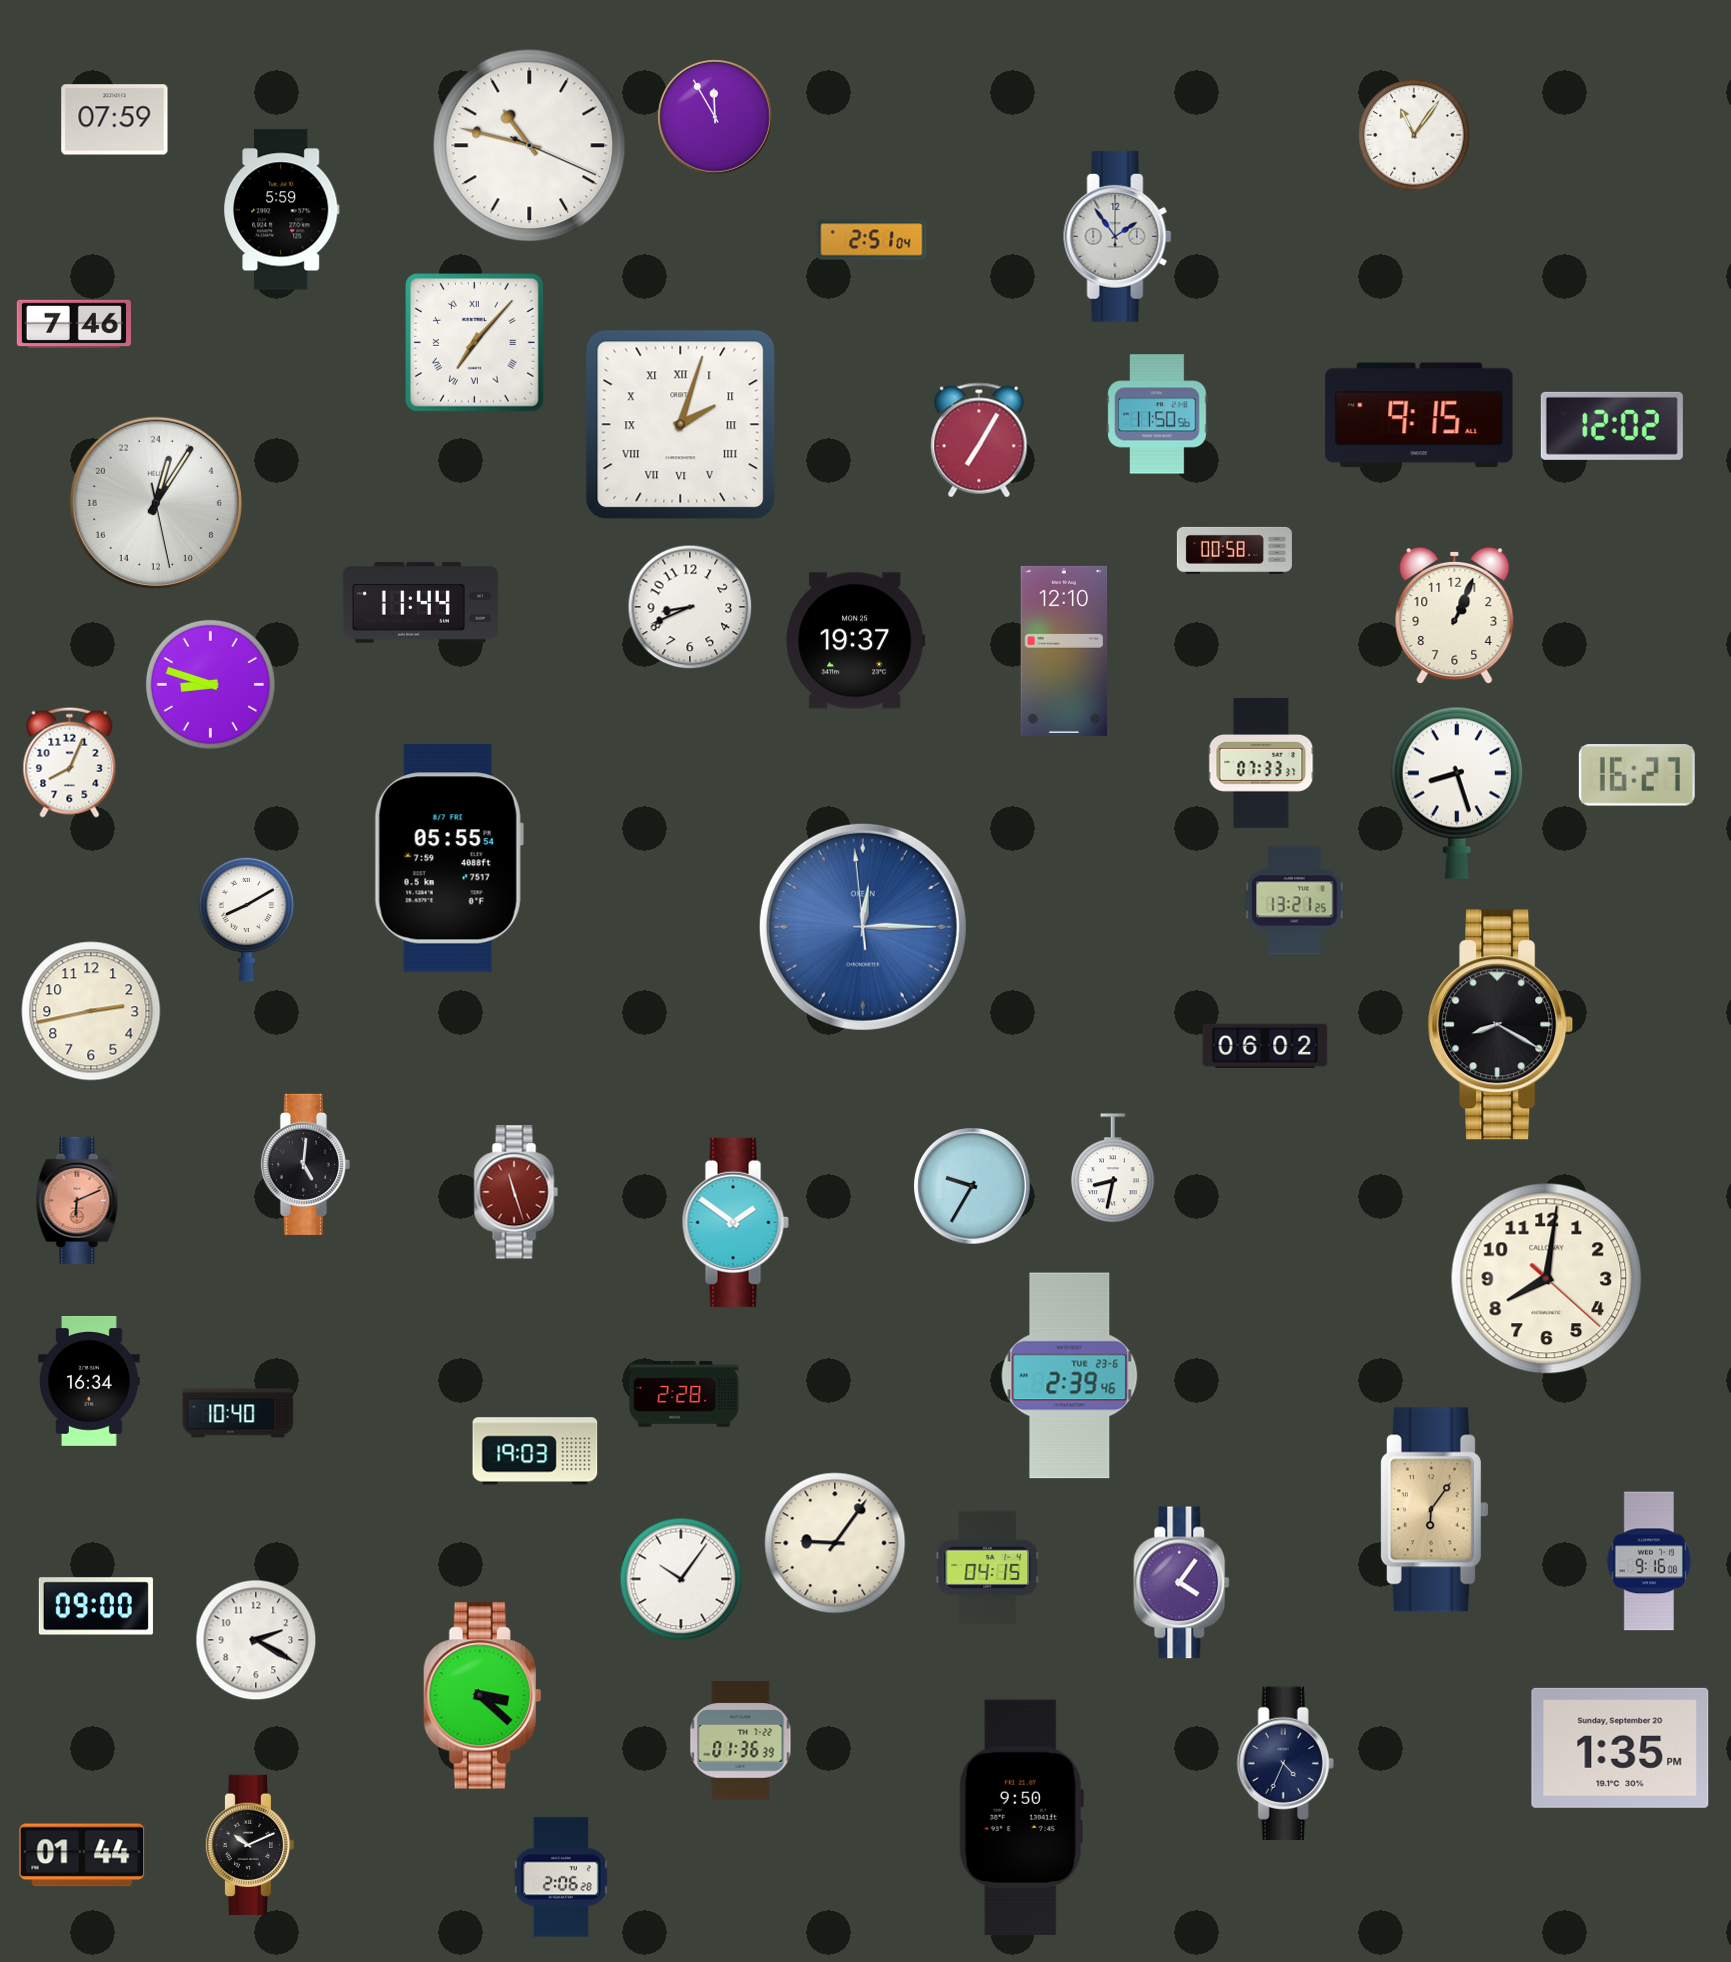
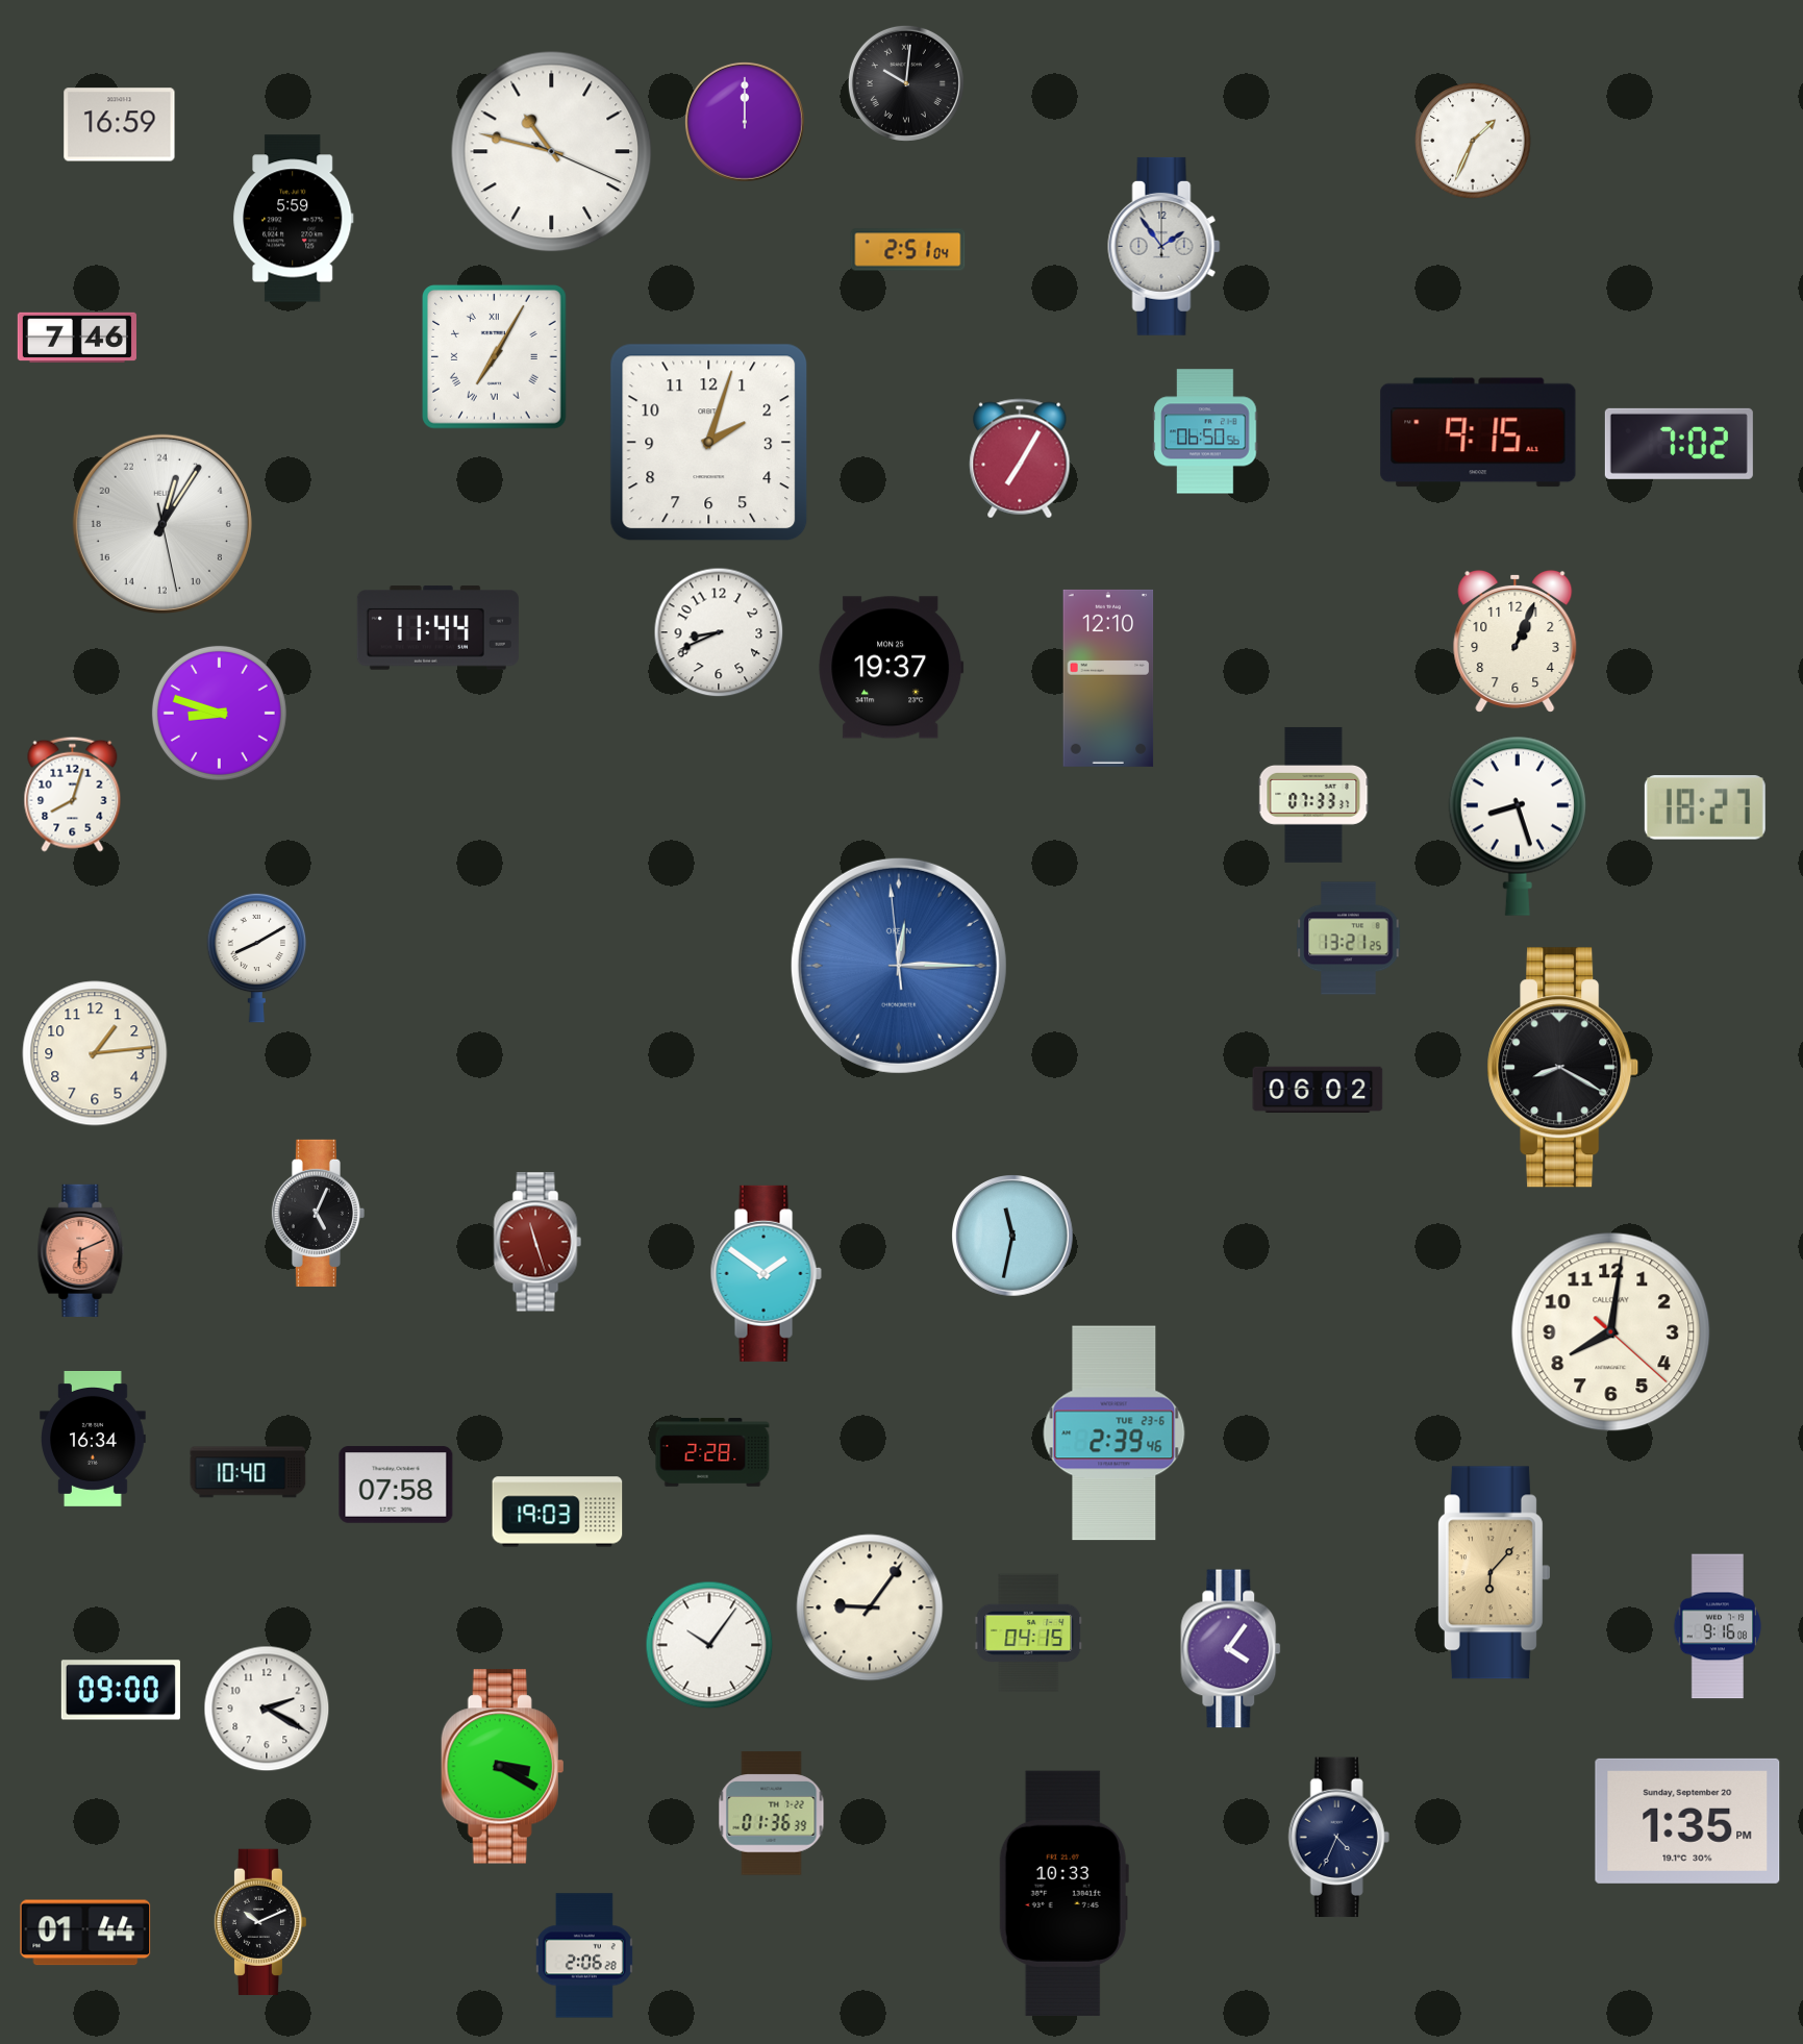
clock at (906, 83): none -> 10:01
clock at (715, 117): 11:55 -> 12:00
clock at (115, 120): 07:59 -> 16:59
clock at (1414, 135): 11:06 -> 1:34
clock at (475, 343): 7:07 -> 7:05
clock at (1157, 414): 11:50 -> 06:50
clock at (681, 425) numerals: Roman -> Arabic
clock at (1612, 426): 12:02 -> 7:02
clock at (1234, 550): 00:58 -> none
clock at (70, 762): 8:04 -> 8:03
clock at (1637, 775): 16:27 -> 18:27
clock at (449, 858): 05:55 -> none
clock at (91, 1011): 2:43 -> 1:14
clock at (305, 1164): 5:01 -> 5:04
clock at (1114, 1169): 8:32 -> none
clock at (973, 1187): 9:35 -> 11:32
clock at (396, 1485): none -> 07:58
clock at (1434, 1510): 6:06 -> 6:07
clock at (96, 1606) position: (96, 1606) -> (121, 1690)
clock at (483, 1696): 3:22 -> 3:20
clock at (1021, 1817): 9:50 -> 10:33
